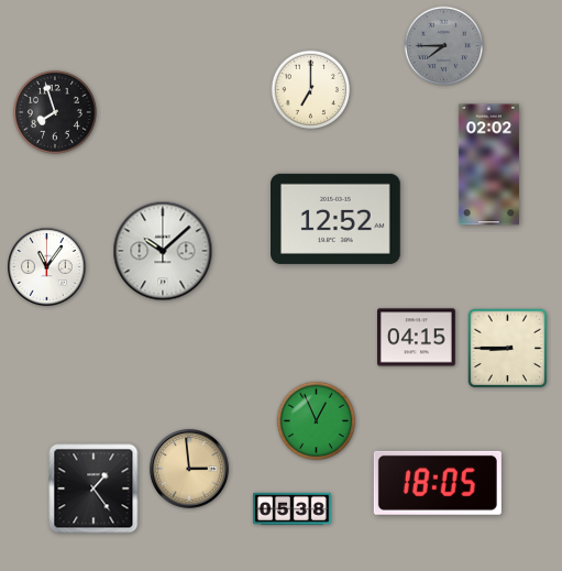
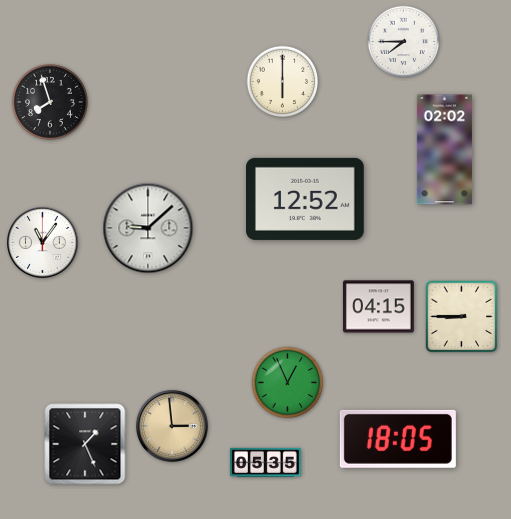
clock at (444, 46) dial: grey -> white
clock at (311, 90): 7:00 -> 6:00
clock at (163, 251): 10:08 -> 9:08
clock at (93, 488): 1:24 -> 1:26
clock at (293, 508): 05:38 -> 05:35
